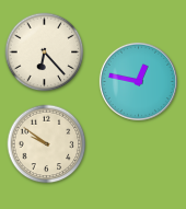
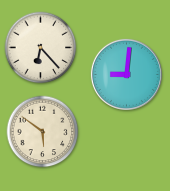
clock at (138, 81): 12:47 -> 9:01
clock at (47, 144): 9:51 -> 5:51
